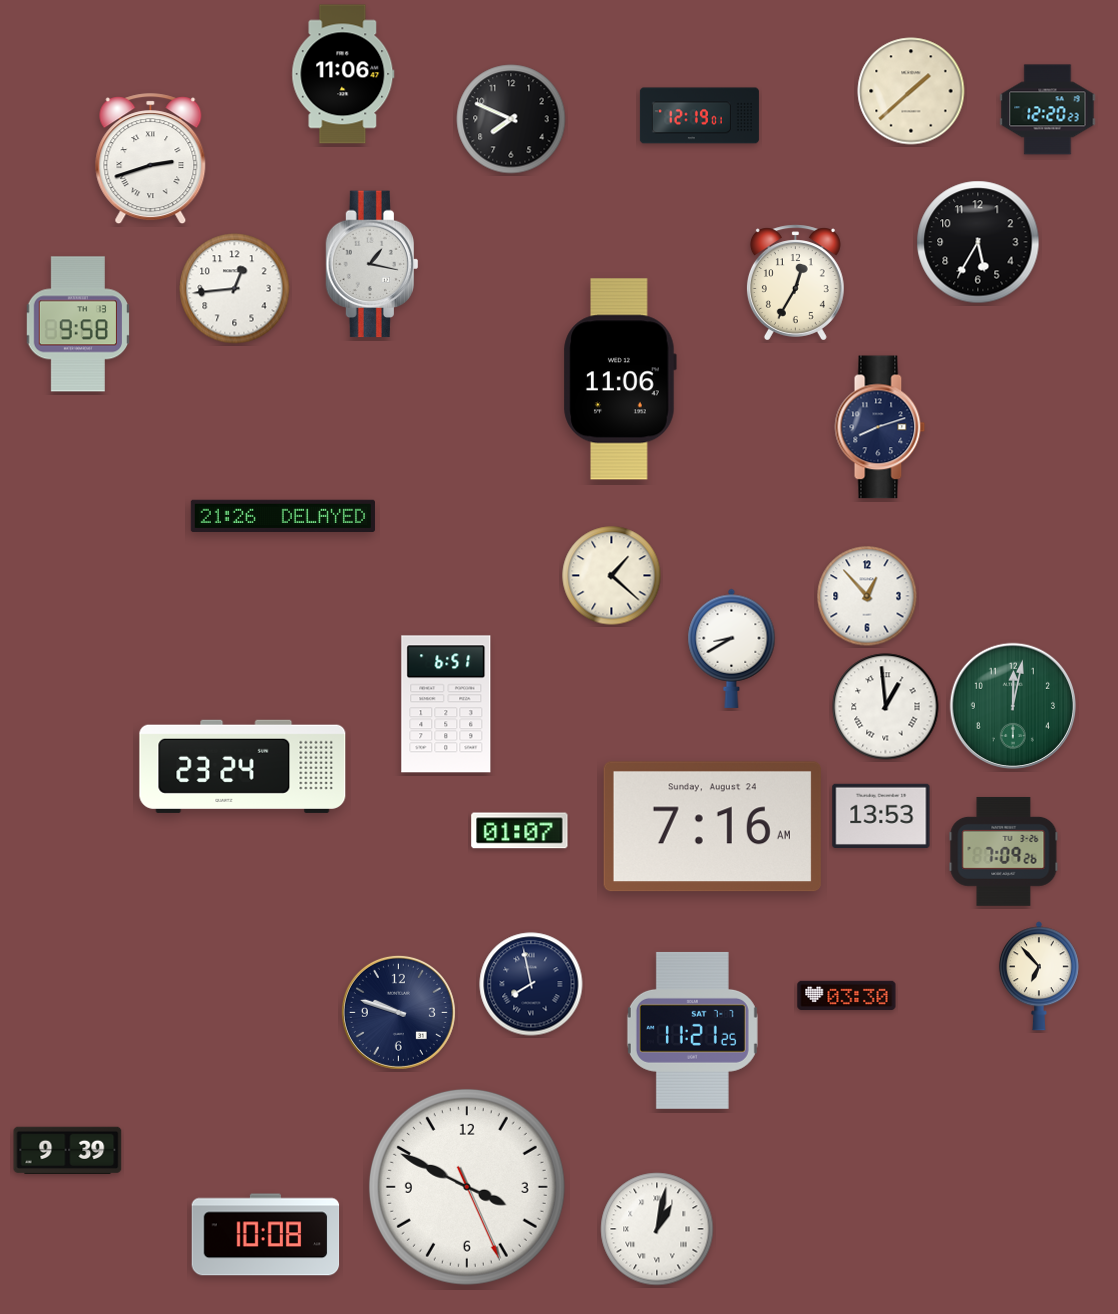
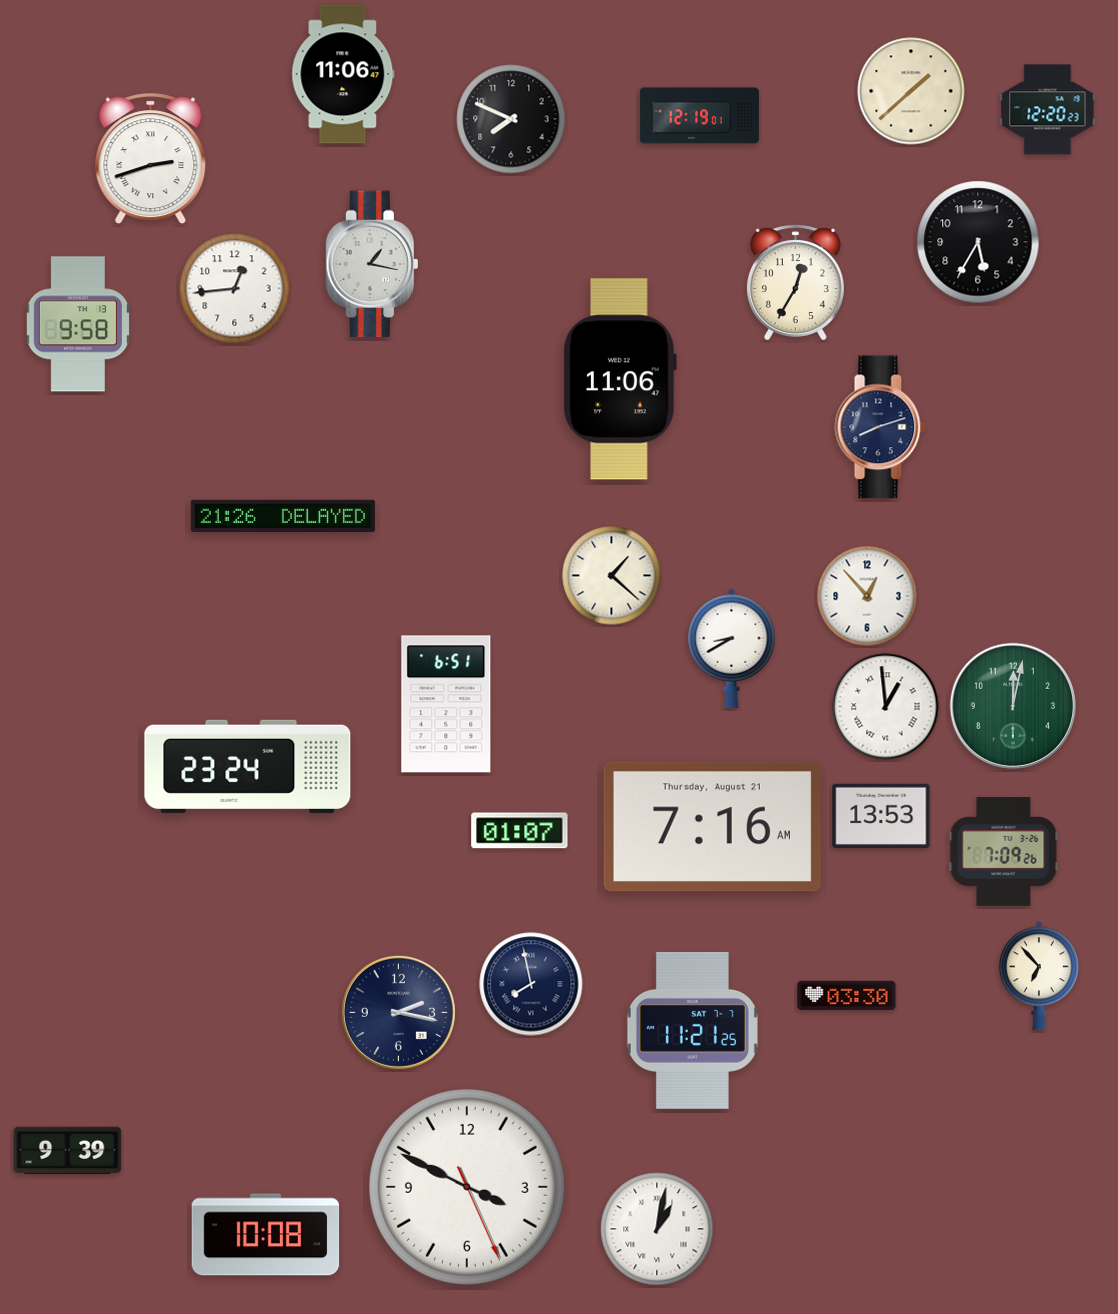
clock at (243, 766) position: (243, 766) -> (248, 766)
clock at (712, 827) date: Sunday, August 24 -> Thursday, August 21
clock at (398, 1012): 9:48 -> 2:17
